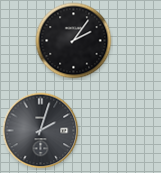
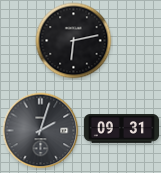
clock at (74, 41): 2:06 -> 6:13
clock at (122, 129): none -> 09:31
